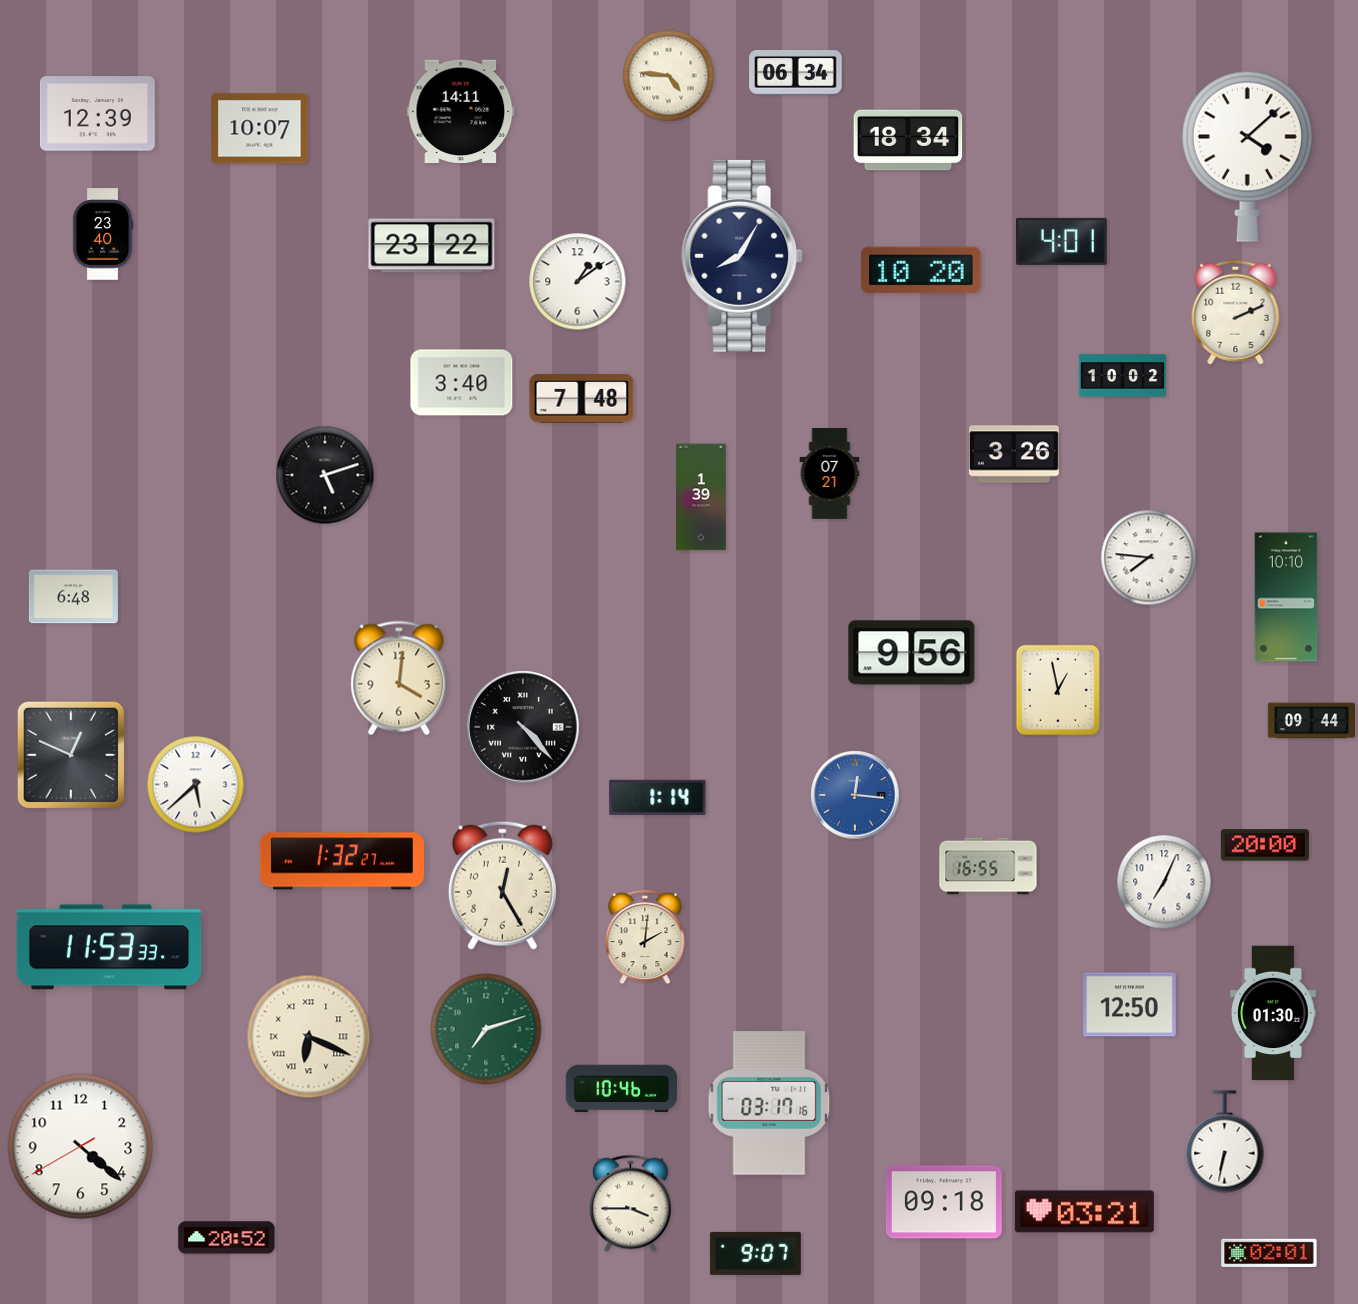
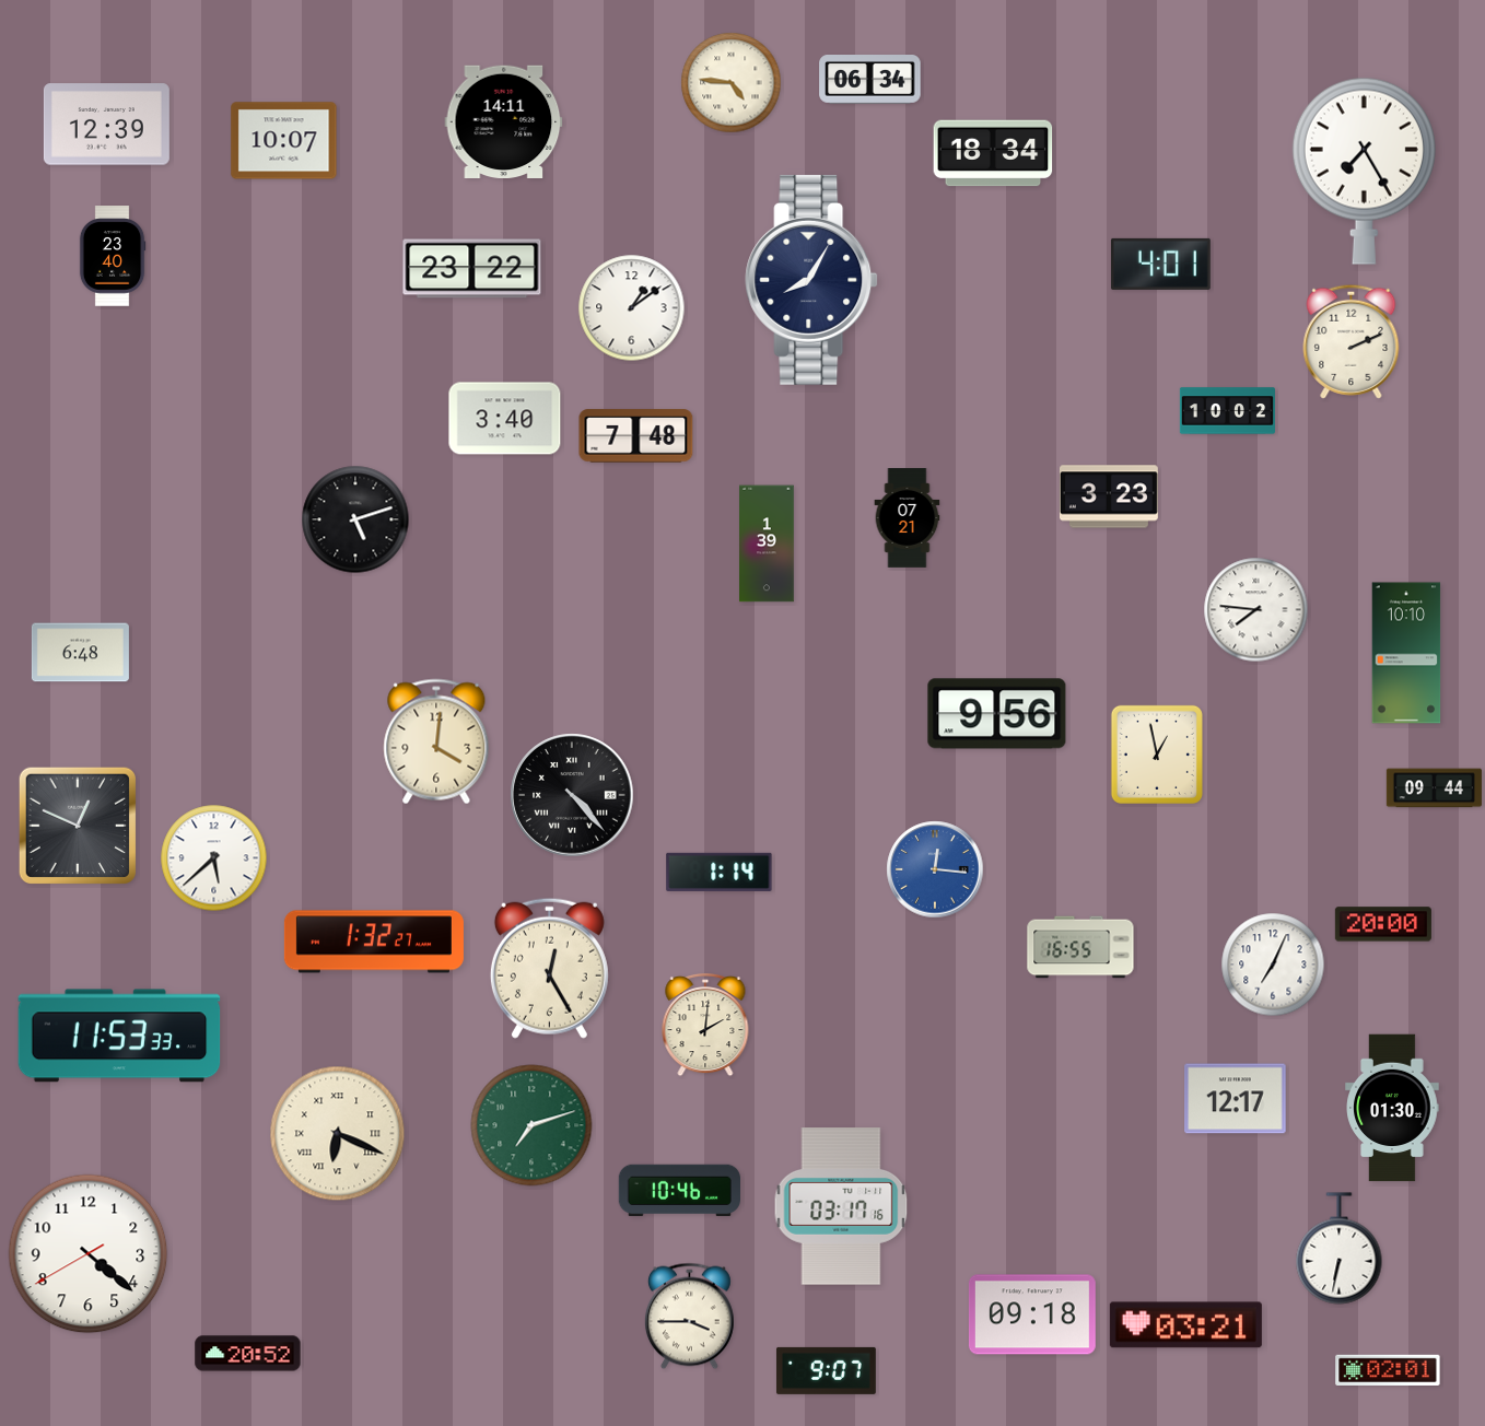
clock at (1247, 156): 4:08 -> 7:25
clock at (921, 270): 10:20 -> none
clock at (1014, 454): 3:26 -> 3:23
clock at (1130, 1005): 12:50 -> 12:17
